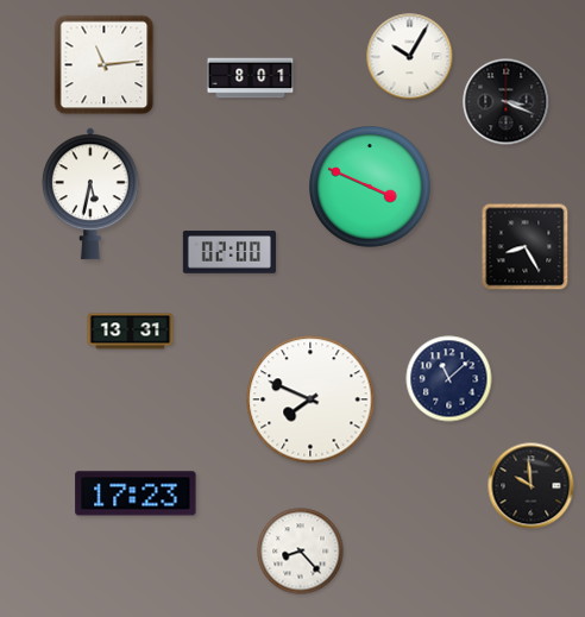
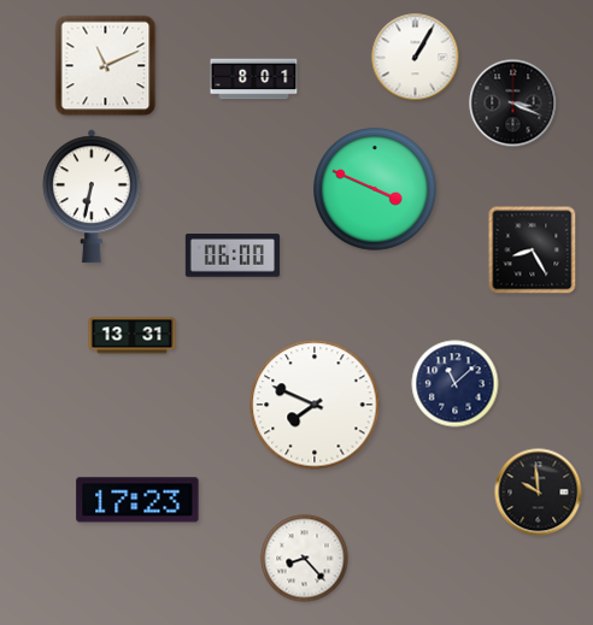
clock at (410, 57): 10:05 -> 1:05
clock at (105, 65): 11:14 -> 11:11
clock at (90, 194): 5:32 -> 6:32
clock at (229, 252): 02:00 -> 06:00
